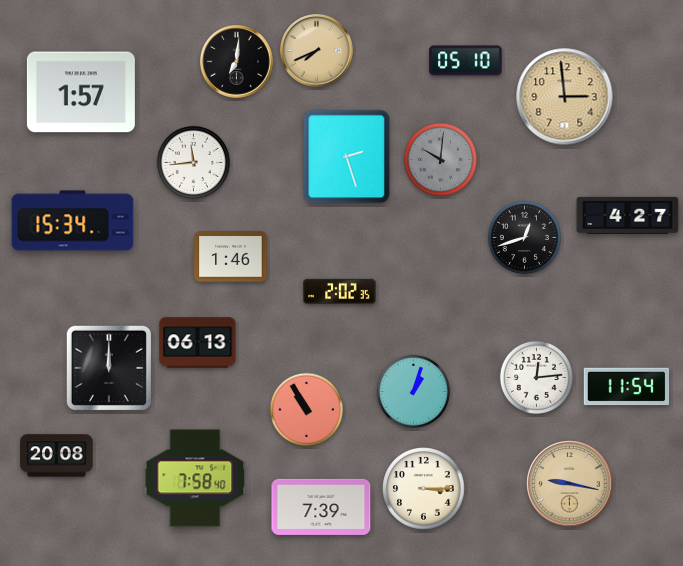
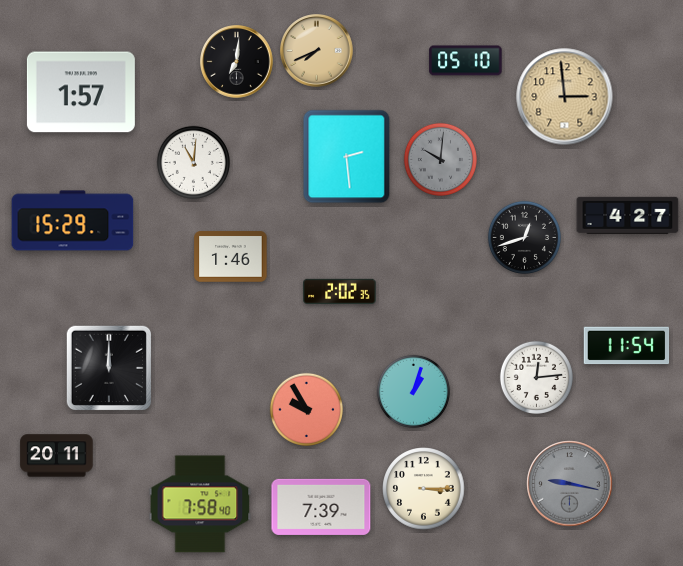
clock at (347, 157): 2:27 -> 2:29
clock at (193, 162): 11:44 -> 11:01
clock at (73, 221): 15:34 -> 15:29
clock at (198, 343): 06:13 -> none
clock at (627, 387) position: (627, 387) -> (627, 346)
clock at (306, 409): 10:55 -> 9:55
clock at (57, 456): 20:08 -> 20:11
clock at (195, 478) position: (195, 478) -> (200, 504)
clock at (570, 484) dial: champagne -> grey
